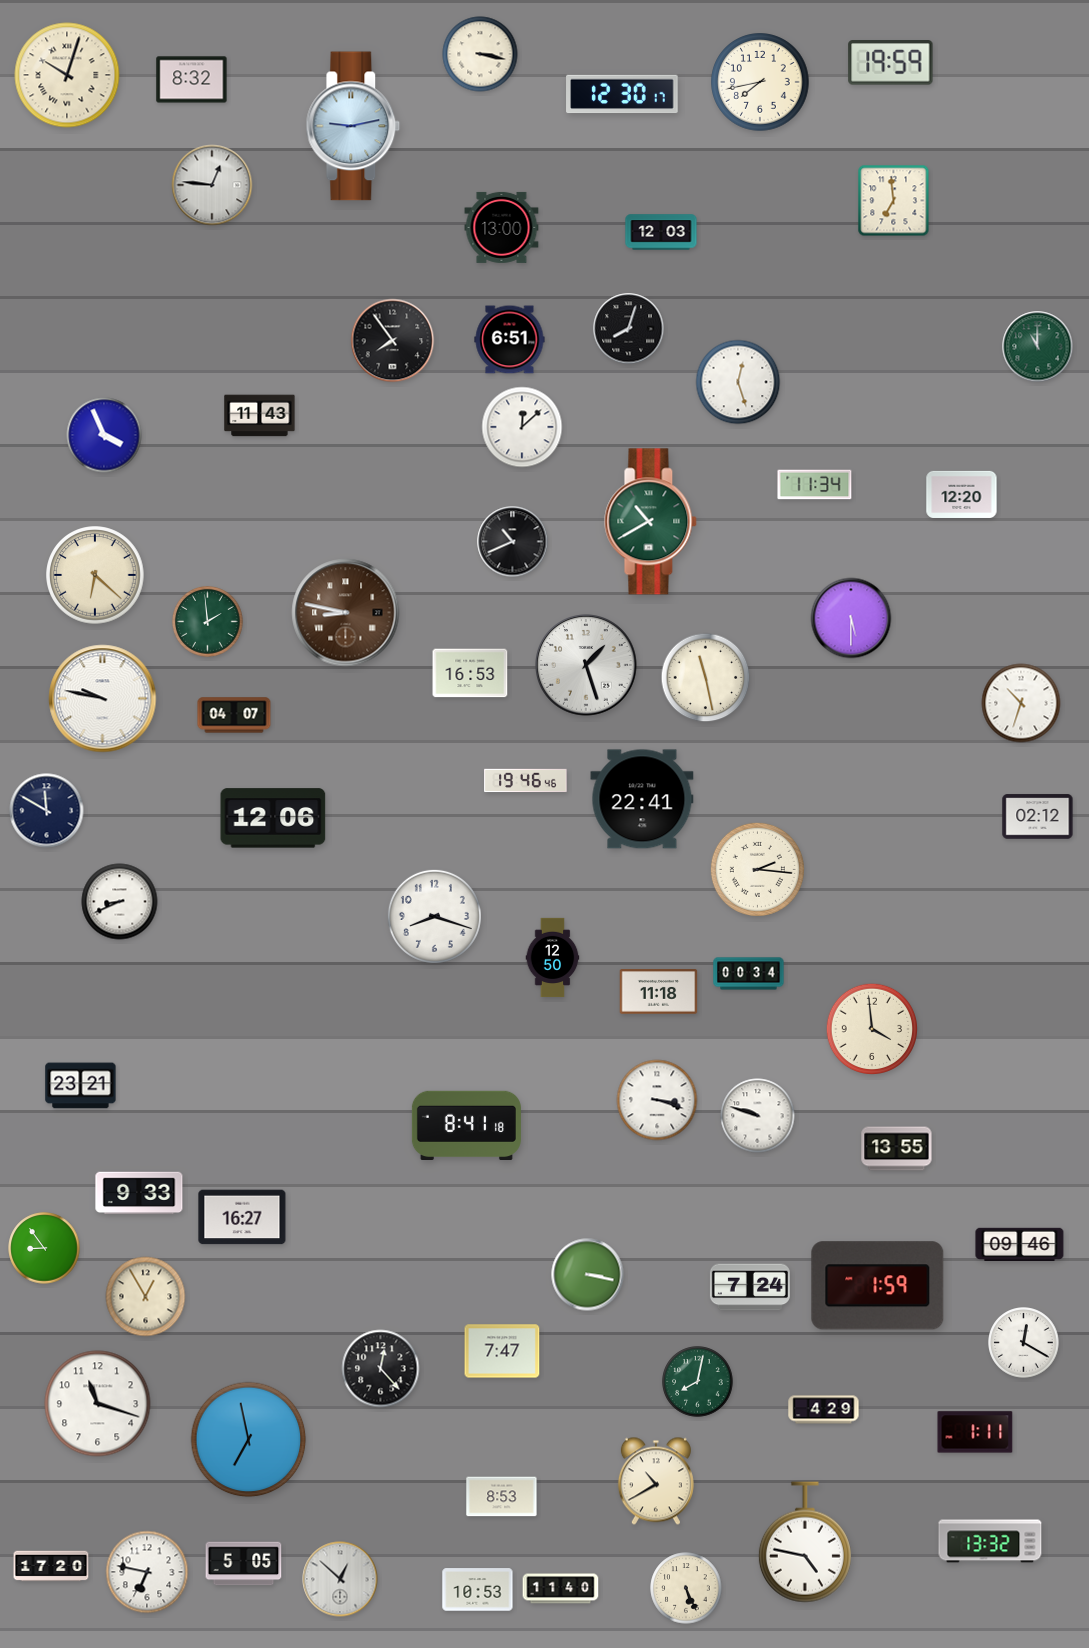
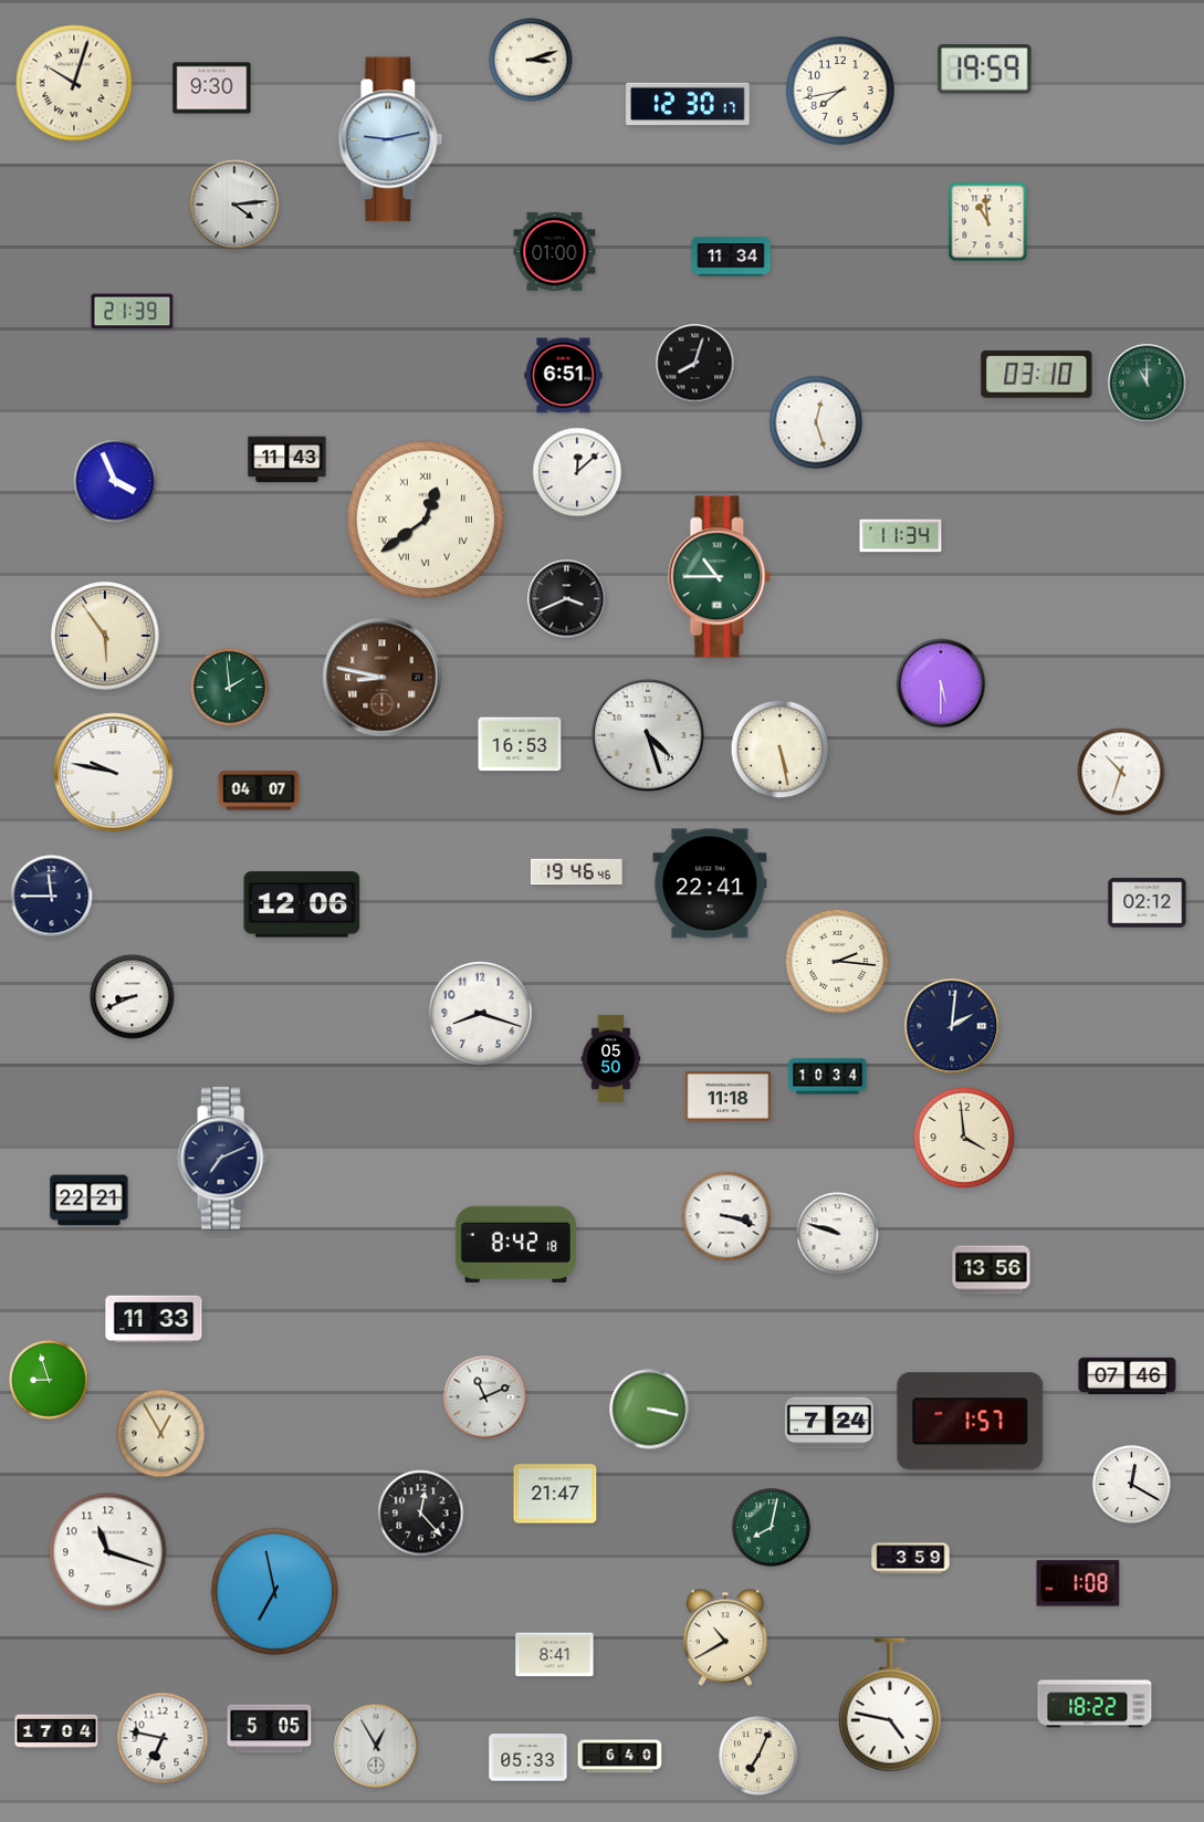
clock at (480, 54): 3:17 -> 3:12
clock at (192, 80): 8:32 -> 9:30
clock at (212, 185): 12:46 -> 4:14
clock at (894, 201): 6:59 -> 10:59
clock at (502, 227): 13:00 -> 01:00
clock at (661, 232): 12:03 -> 11:34
clock at (133, 312): none -> 21:39
clock at (1037, 375): none -> 03:10
clock at (393, 341): 7:54 -> none
clock at (426, 520): none -> 12:39
clock at (962, 494): 12:20 -> none
clock at (651, 522): 10:40 -> 10:45
clock at (513, 542): 10:41 -> 3:41
clock at (95, 575): 6:22 -> 5:54
clock at (586, 665): 1:27 -> 4:27
clock at (706, 678): 11:28 -> 5:28
clock at (1021, 703) position: (1021, 703) -> (1121, 772)
clock at (526, 781) position: (526, 781) -> (577, 872)
clock at (47, 811): 11:50 -> 11:45
clock at (952, 1026): none -> 2:01
clock at (553, 958): 12:50 -> 05:50
clock at (749, 974): 00:34 -> 10:34
clock at (222, 1159): none -> 7:11
clock at (81, 1086): 23:21 -> 22:21
clock at (466, 1125): 8:41 -> 8:42
clock at (897, 1149): 13:55 -> 13:56
clock at (139, 1193): 9:33 -> 11:33
clock at (242, 1217): 16:27 -> none
clock at (1020, 1245): 09:46 -> 07:46
clock at (44, 1248): 8:54 -> 8:57
clock at (485, 1397): none -> 11:11
clock at (878, 1286): 1:59 -> 1:57
clock at (502, 1351): 7:47 -> 21:47
clock at (824, 1410): 4:29 -> 3:59
clock at (975, 1432): 1:11 -> 1:08
clock at (502, 1497): 8:53 -> 8:41
clock at (990, 1541): 13:32 -> 18:22
clock at (51, 1566): 17:20 -> 17:04
clock at (340, 1579): 12:52 -> 12:55
clock at (686, 1588): 5:26 -> 7:04
clock at (561, 1589): 11:40 -> 6:40
clock at (478, 1590): 10:53 -> 05:33
